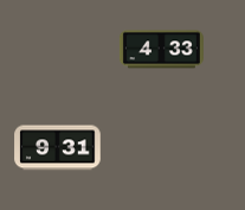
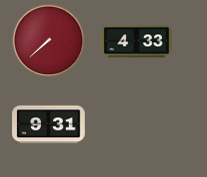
clock at (49, 41): none -> 7:38
